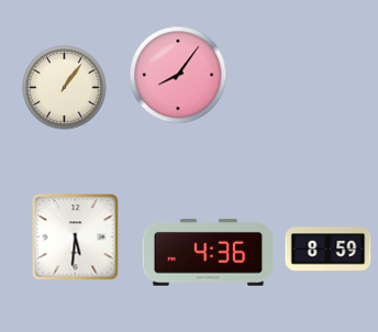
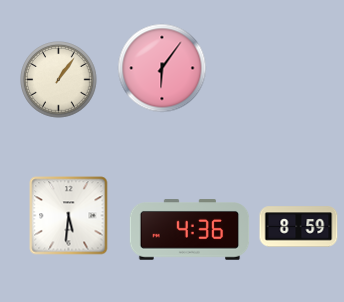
clock at (178, 75): 8:06 -> 6:06
